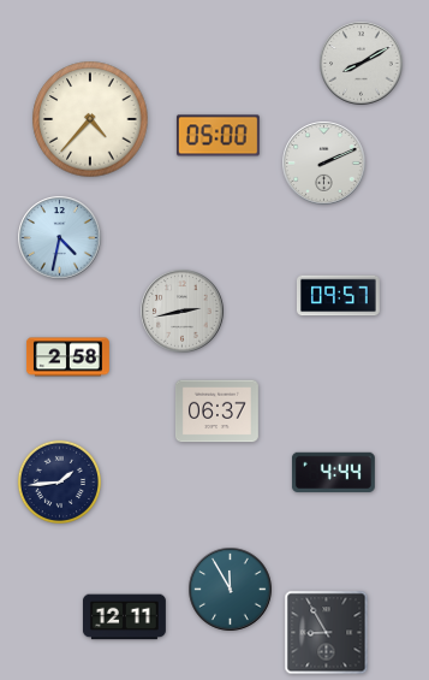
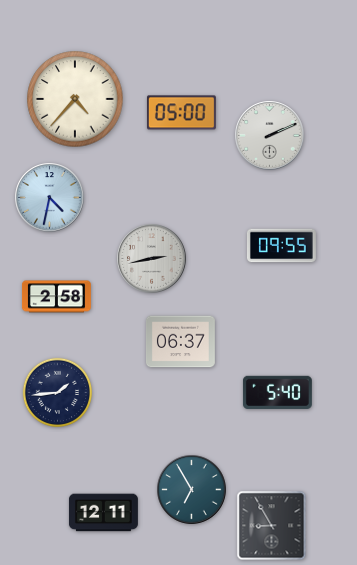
clock at (362, 64): 8:10 -> none
clock at (338, 296): 09:57 -> 09:55
clock at (333, 472): 4:44 -> 5:40
clock at (60, 483) position: (60, 483) -> (58, 393)
clock at (231, 590): 11:55 -> 6:55
